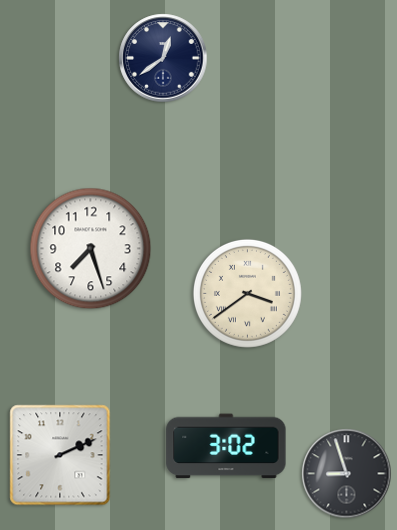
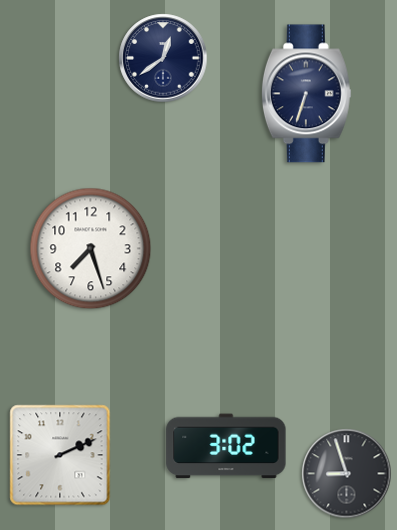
clock at (306, 94): none -> 6:33
clock at (247, 293): 3:39 -> none
